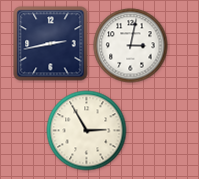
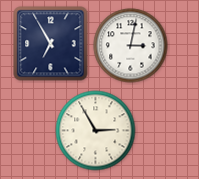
clock at (51, 44): 2:43 -> 6:55
clock at (87, 131) position: (87, 131) -> (96, 131)
